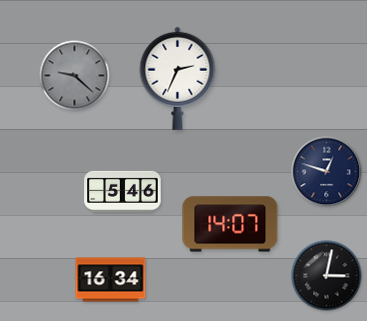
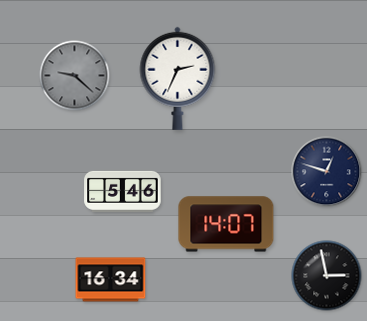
clock at (230, 224) position: (230, 224) -> (226, 224)
clock at (327, 276): 3:02 -> 2:58
